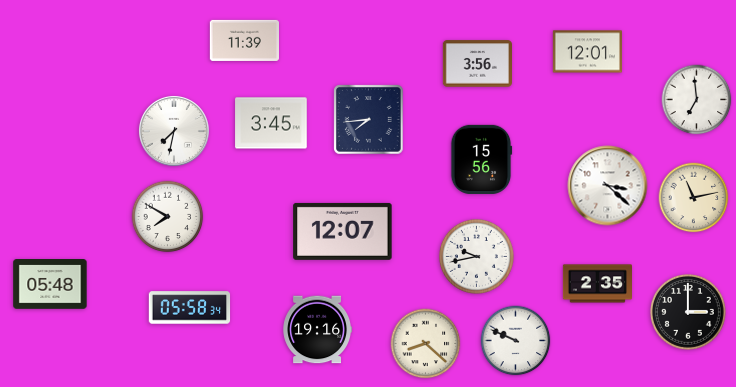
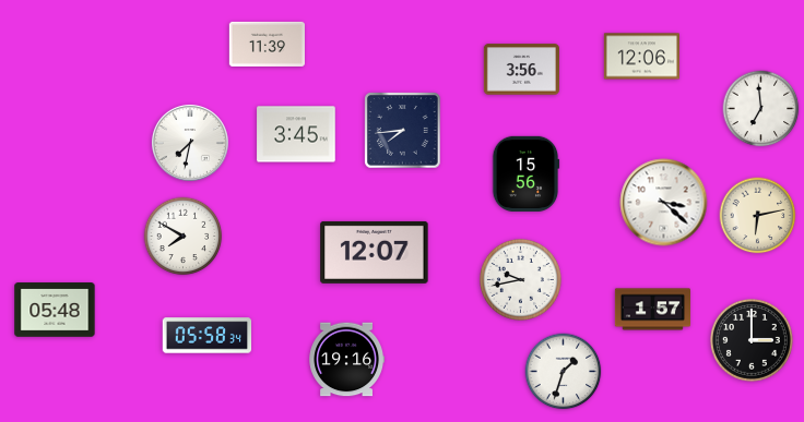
clock at (587, 52): 12:01 -> 12:06
clock at (694, 198): 11:13 -> 6:13
clock at (597, 284): 2:35 -> 1:57
clock at (516, 341): 9:49 -> 1:33
clock at (426, 344): 8:22 -> none
